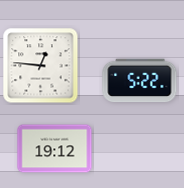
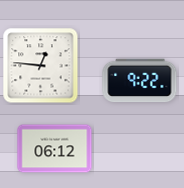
clock at (140, 81): 5:22 -> 9:22
clock at (55, 149): 19:12 -> 06:12
